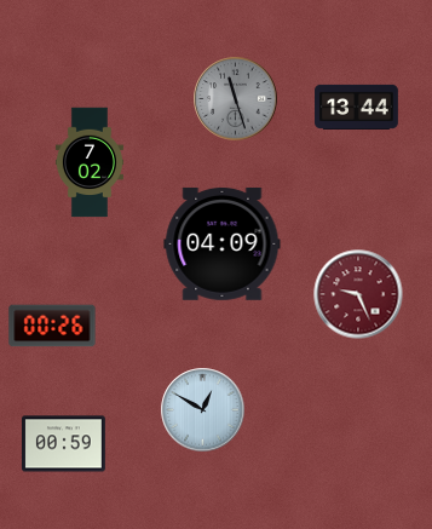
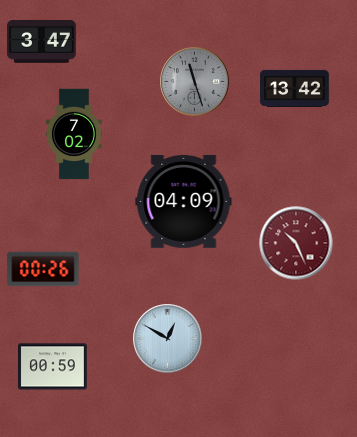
clock at (42, 42): none -> 3:47
clock at (357, 107): 13:44 -> 13:42
clock at (358, 294): 9:26 -> 10:26
